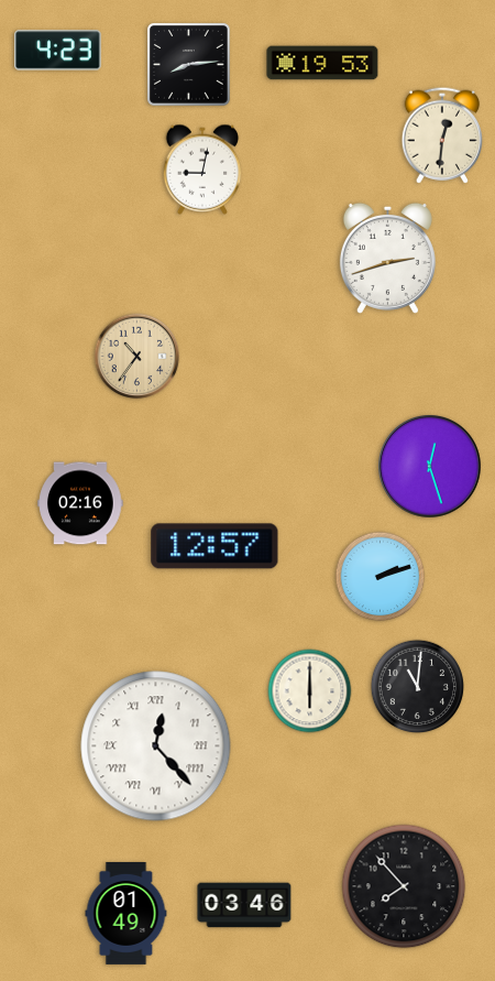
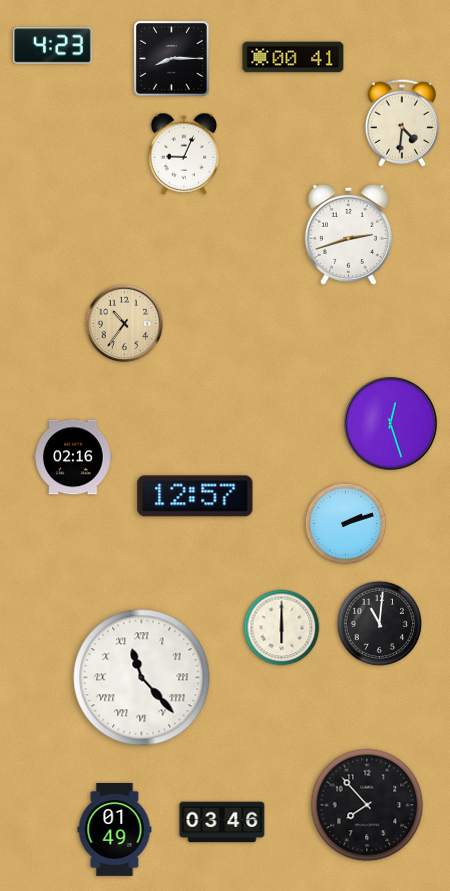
clock at (322, 63): 19:53 -> 00:41
clock at (189, 65): 8:14 -> 8:15
clock at (442, 135): 12:31 -> 4:31
clock at (202, 170): 9:02 -> 9:04
clock at (387, 258) position: (387, 258) -> (348, 234)
clock at (156, 746): 12:23 -> 11:23
